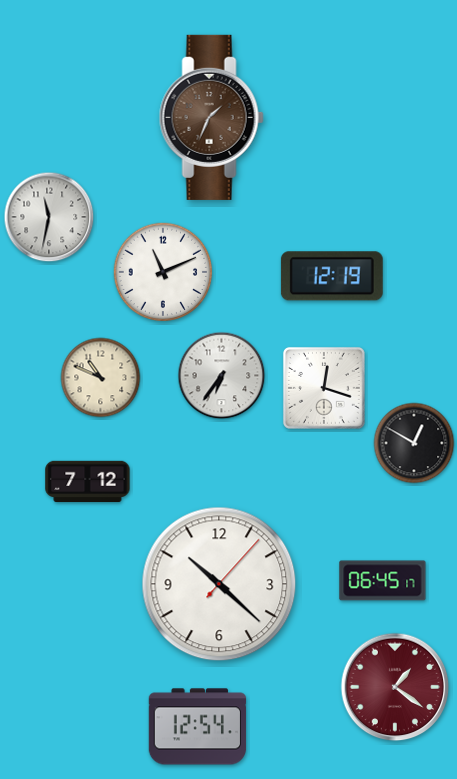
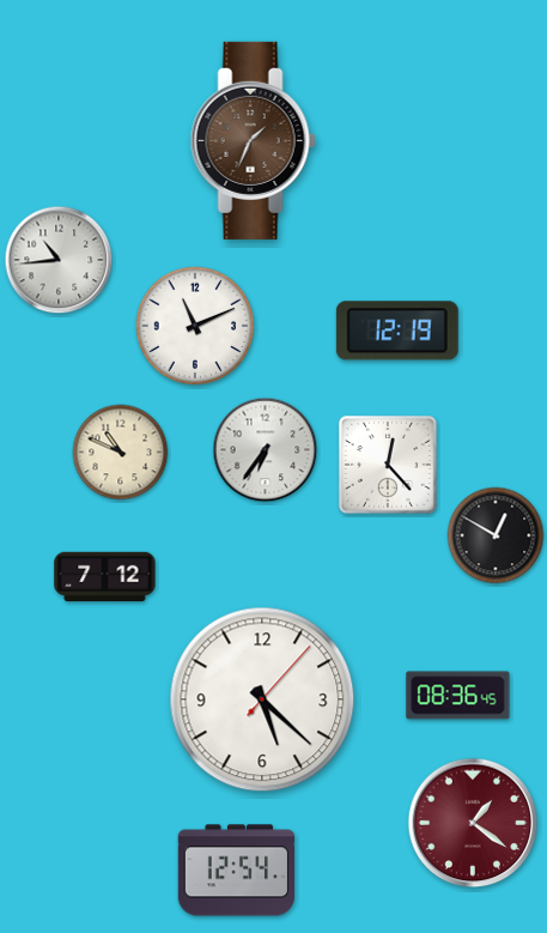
clock at (49, 217): 11:32 -> 10:44
clock at (324, 388): 12:18 -> 12:23
clock at (414, 443) position: (414, 443) -> (496, 535)
clock at (383, 581): 06:45 -> 08:36
clock at (219, 584): 10:22 -> 5:22
